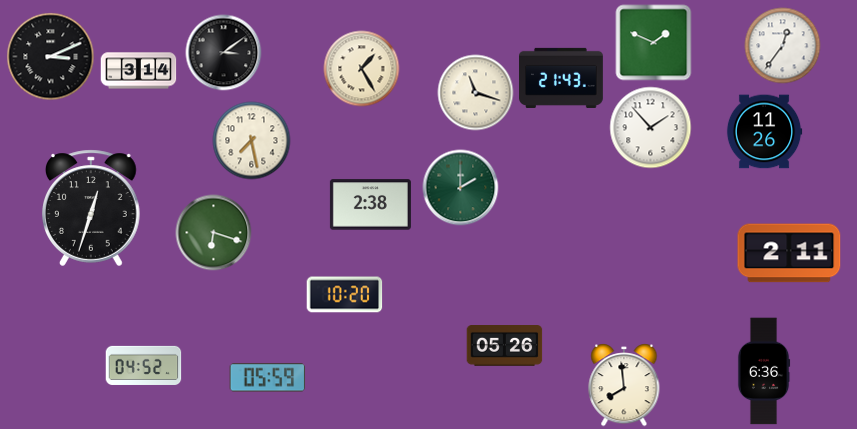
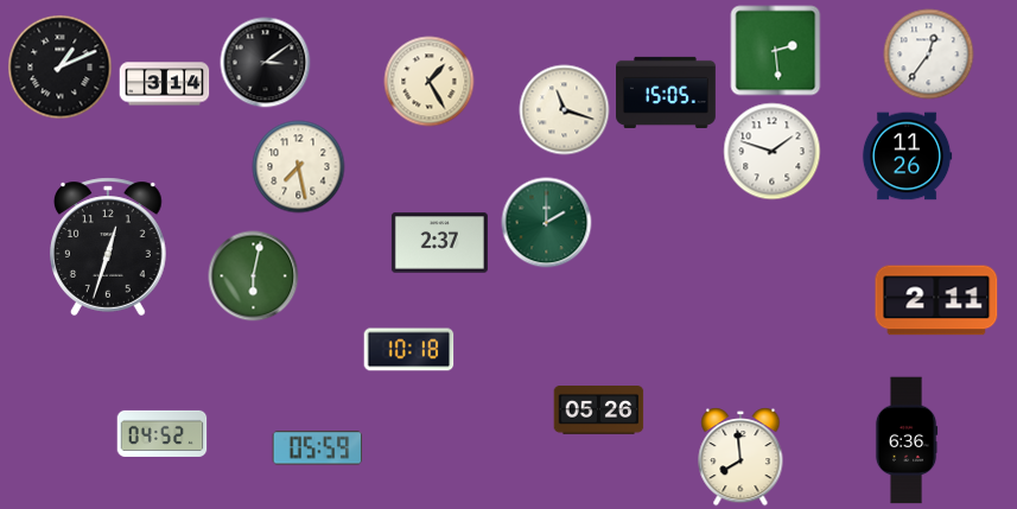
clock at (654, 43): 1:49 -> 2:29
clock at (51, 57): 3:11 -> 1:11
clock at (562, 78): 21:43 -> 15:05
clock at (651, 128): 1:53 -> 1:48
clock at (370, 205): 2:38 -> 2:37
clock at (214, 233): 6:18 -> 6:02
clock at (345, 295): 10:20 -> 10:18
clock at (144, 365) position: (144, 365) -> (163, 433)
